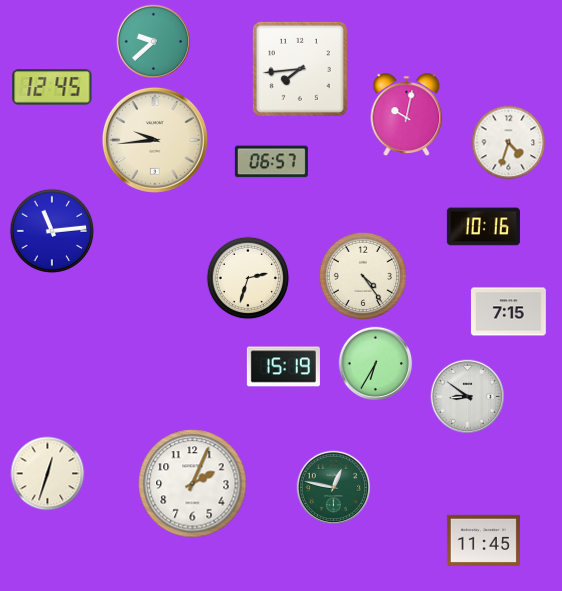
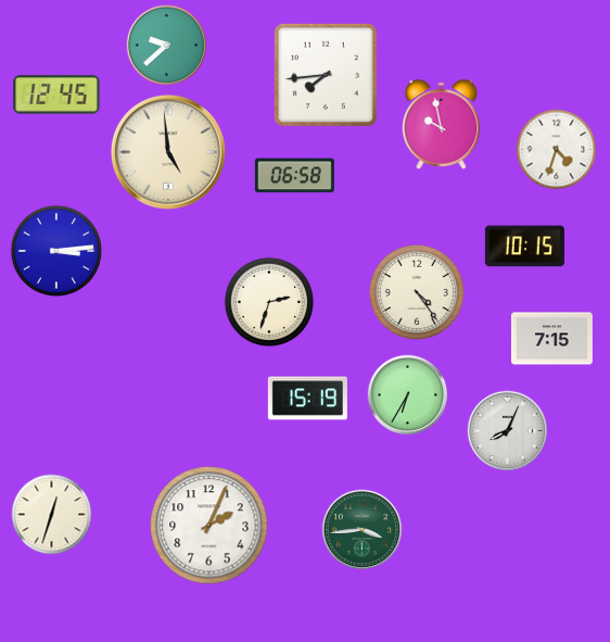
clock at (407, 115): 10:02 -> 9:58
clock at (155, 140): 9:44 -> 4:59
clock at (509, 143) position: (509, 143) -> (557, 150)
clock at (271, 162): 06:57 -> 06:58
clock at (483, 227): 10:16 -> 10:15
clock at (52, 231): 11:14 -> 3:14
clock at (363, 276) position: (363, 276) -> (417, 292)
clock at (468, 397): 8:51 -> 8:04
clock at (334, 488): 12:47 -> 3:44
clock at (483, 540): 11:45 -> none
